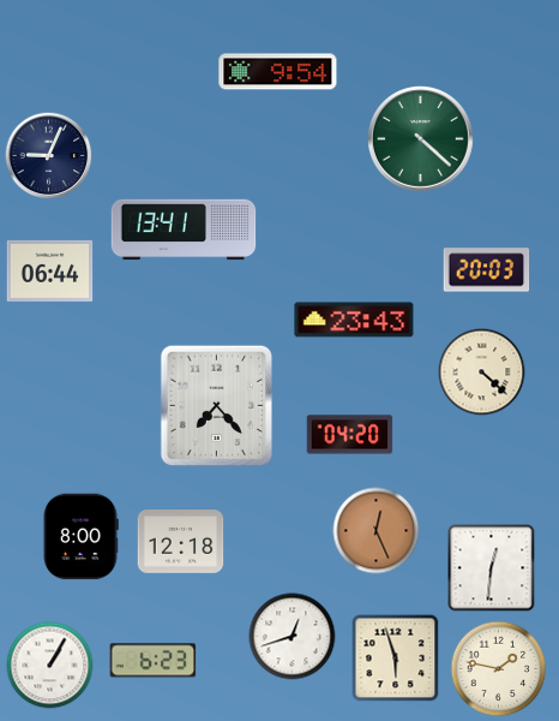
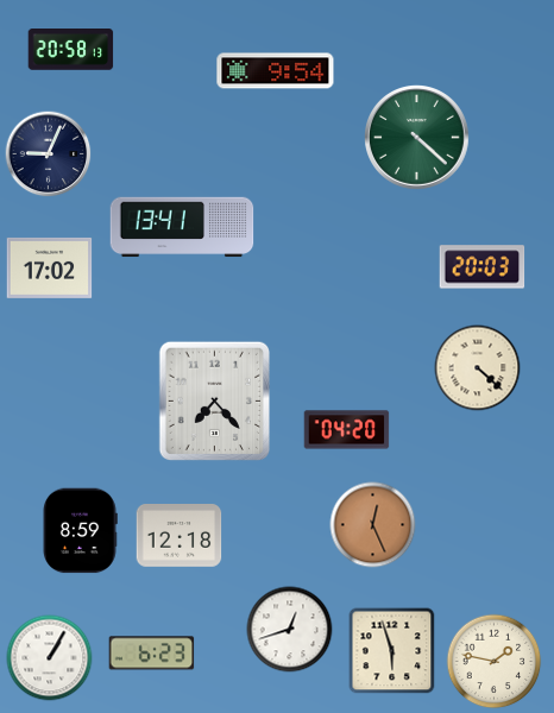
clock at (71, 50): none -> 20:58
clock at (50, 270): 06:44 -> 17:02
clock at (354, 320): 23:43 -> none
clock at (80, 537): 8:00 -> 8:59
clock at (492, 568): 12:31 -> none
